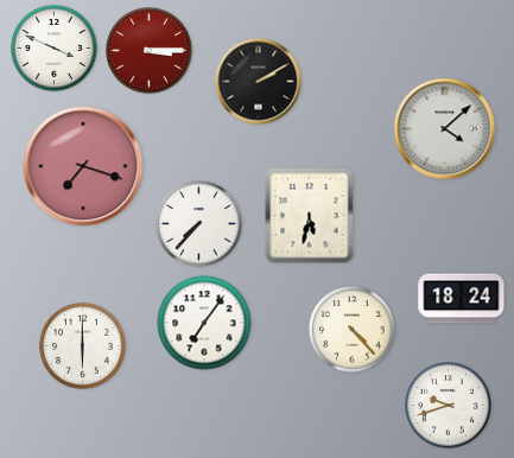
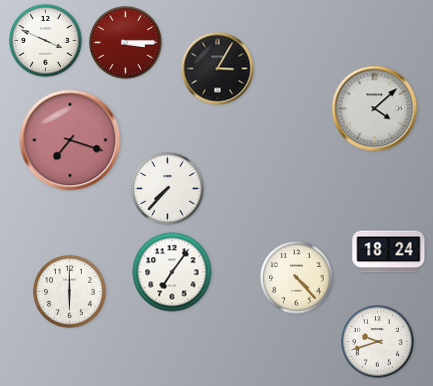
clock at (259, 82): 2:10 -> 3:05
clock at (310, 216): 5:32 -> none
